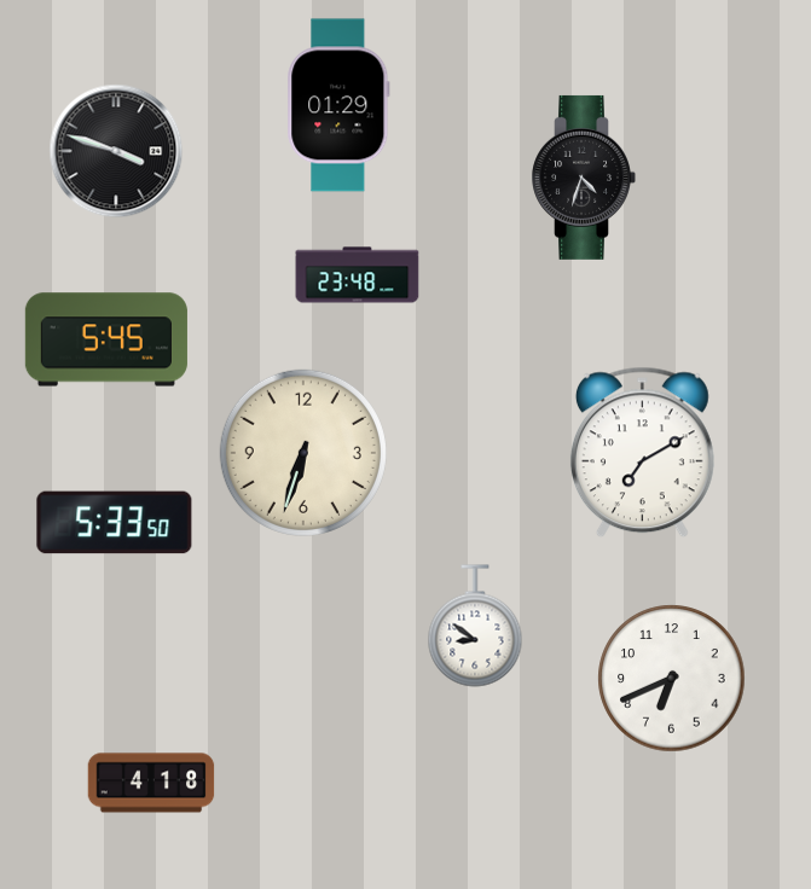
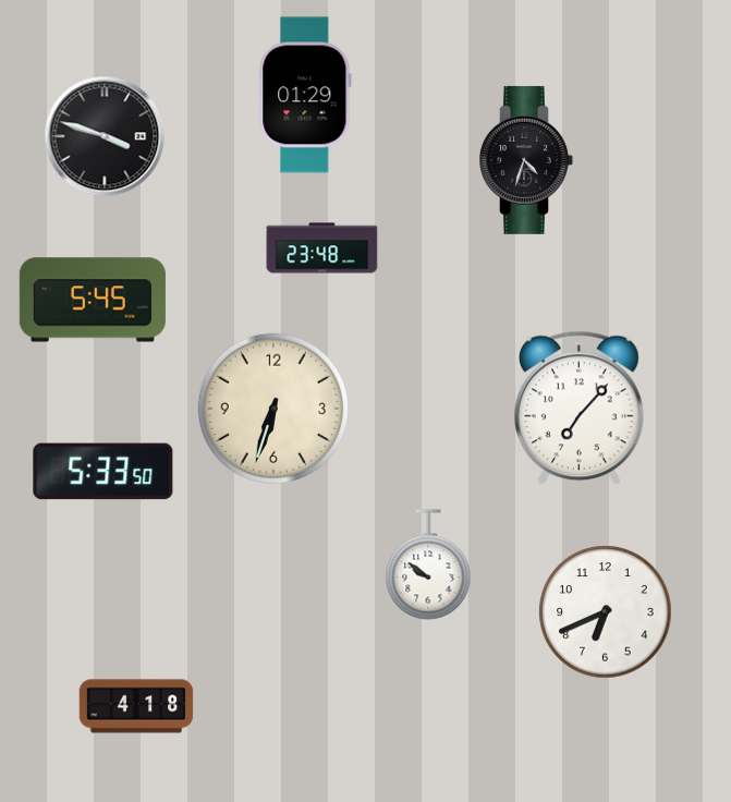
clock at (106, 339) position: (106, 339) -> (93, 300)
clock at (642, 453): 7:10 -> 7:07
clock at (475, 626): 8:51 -> 9:51
